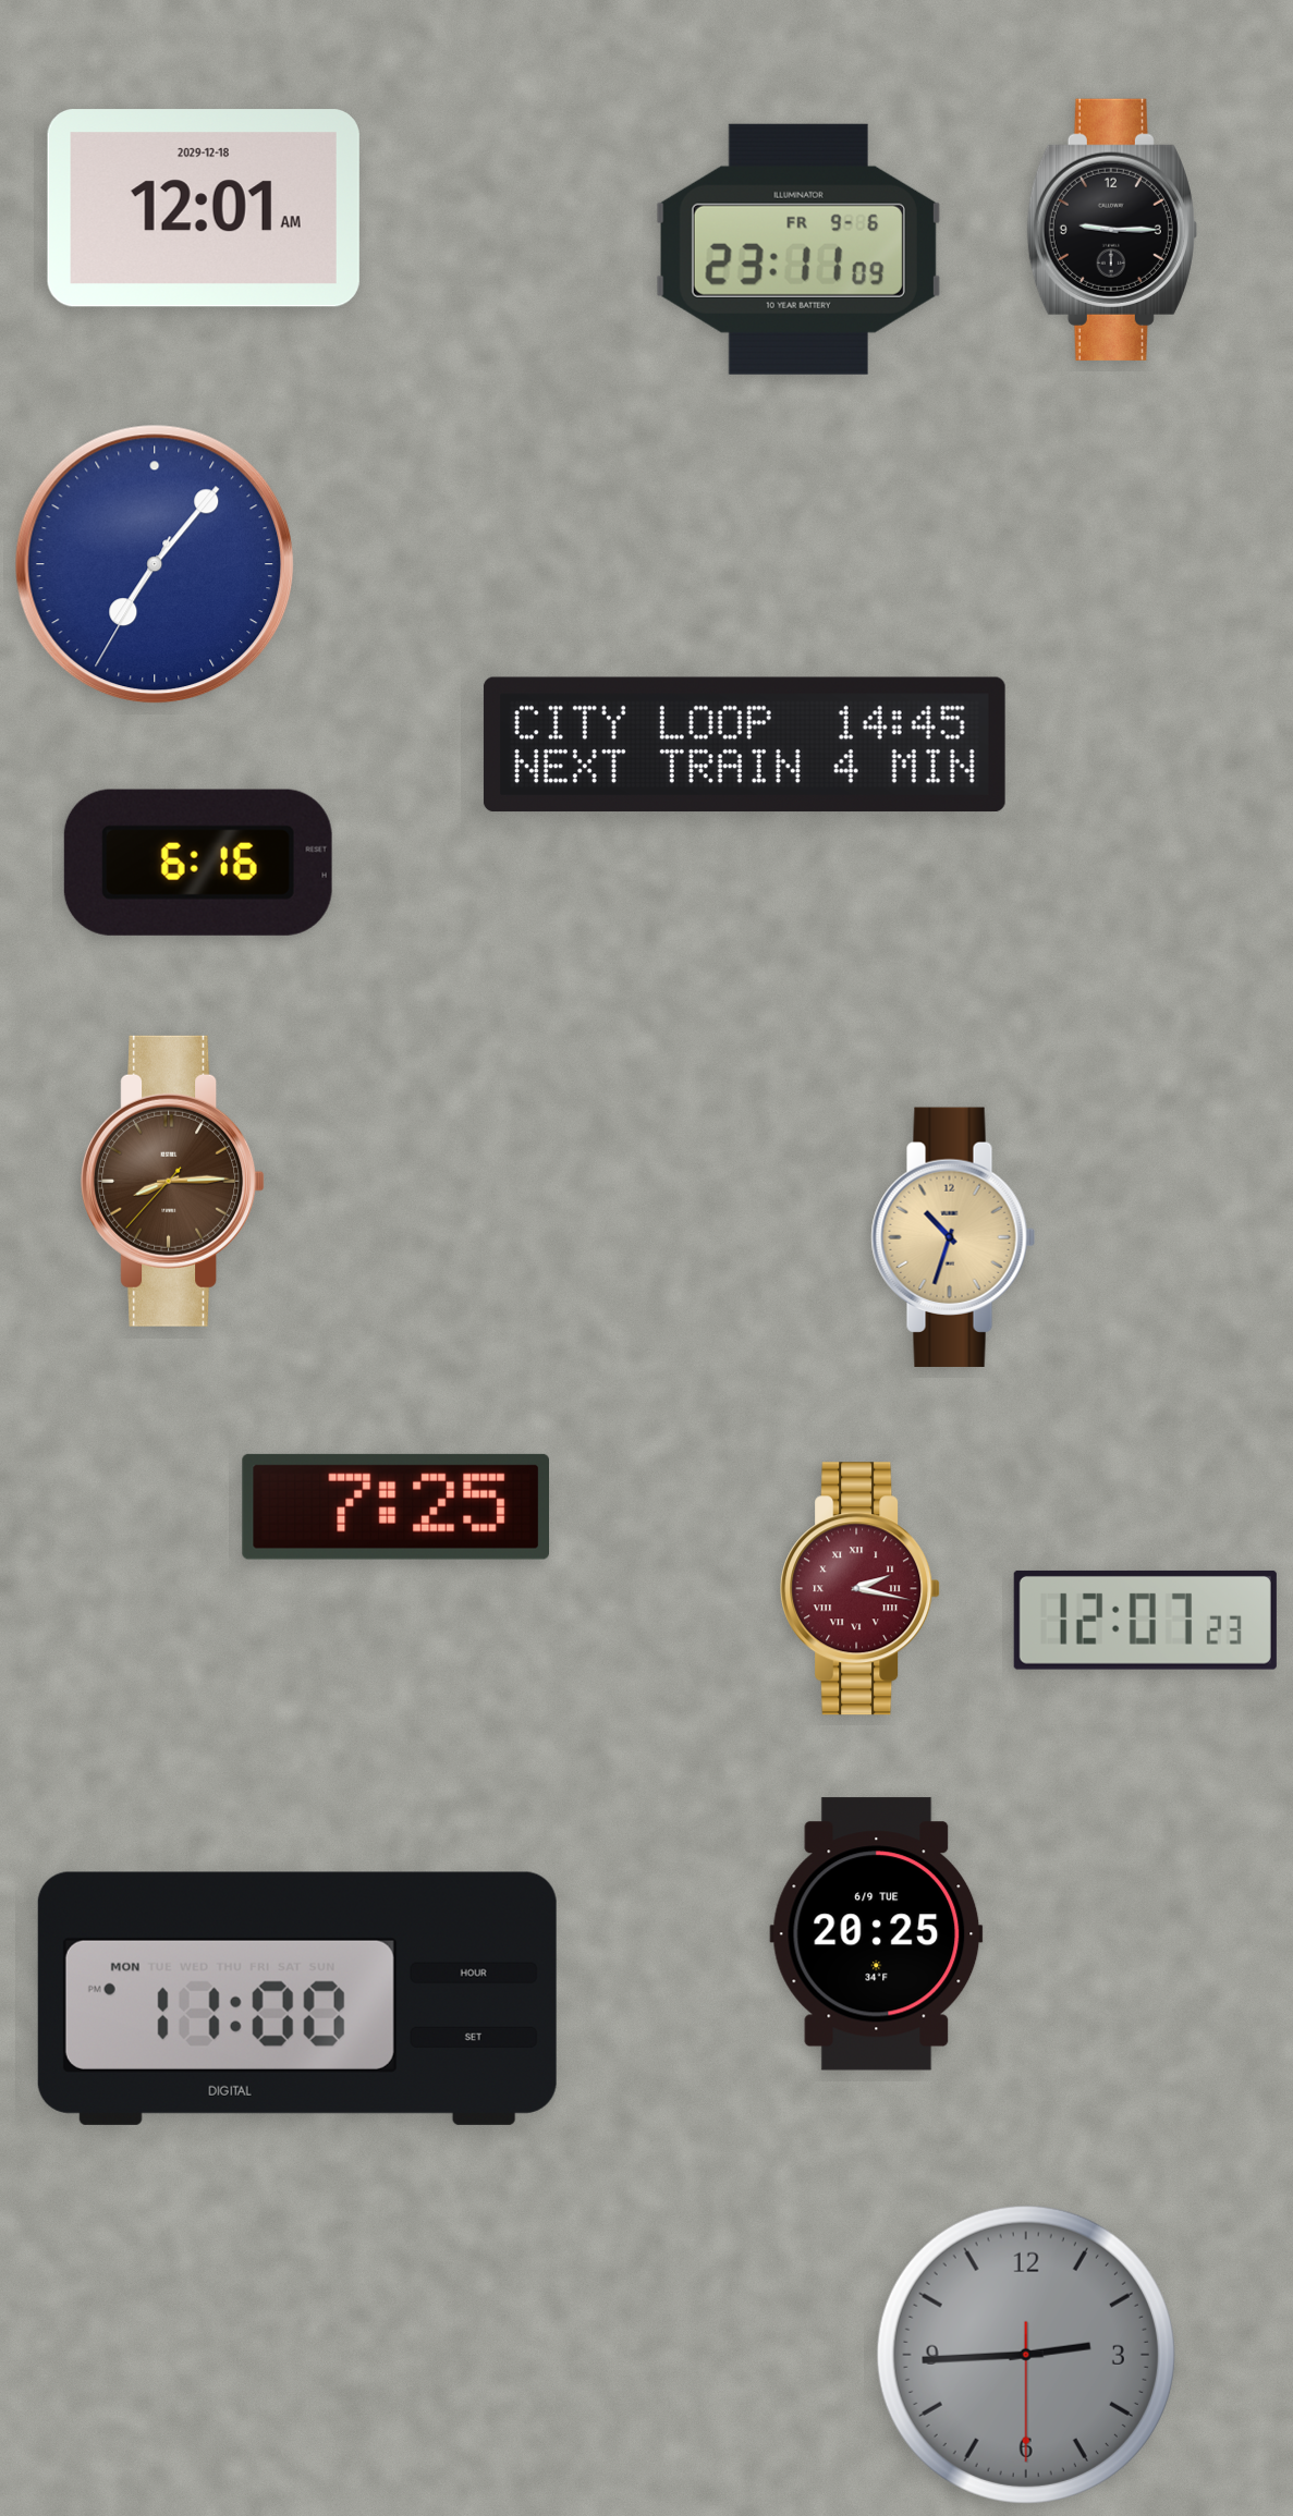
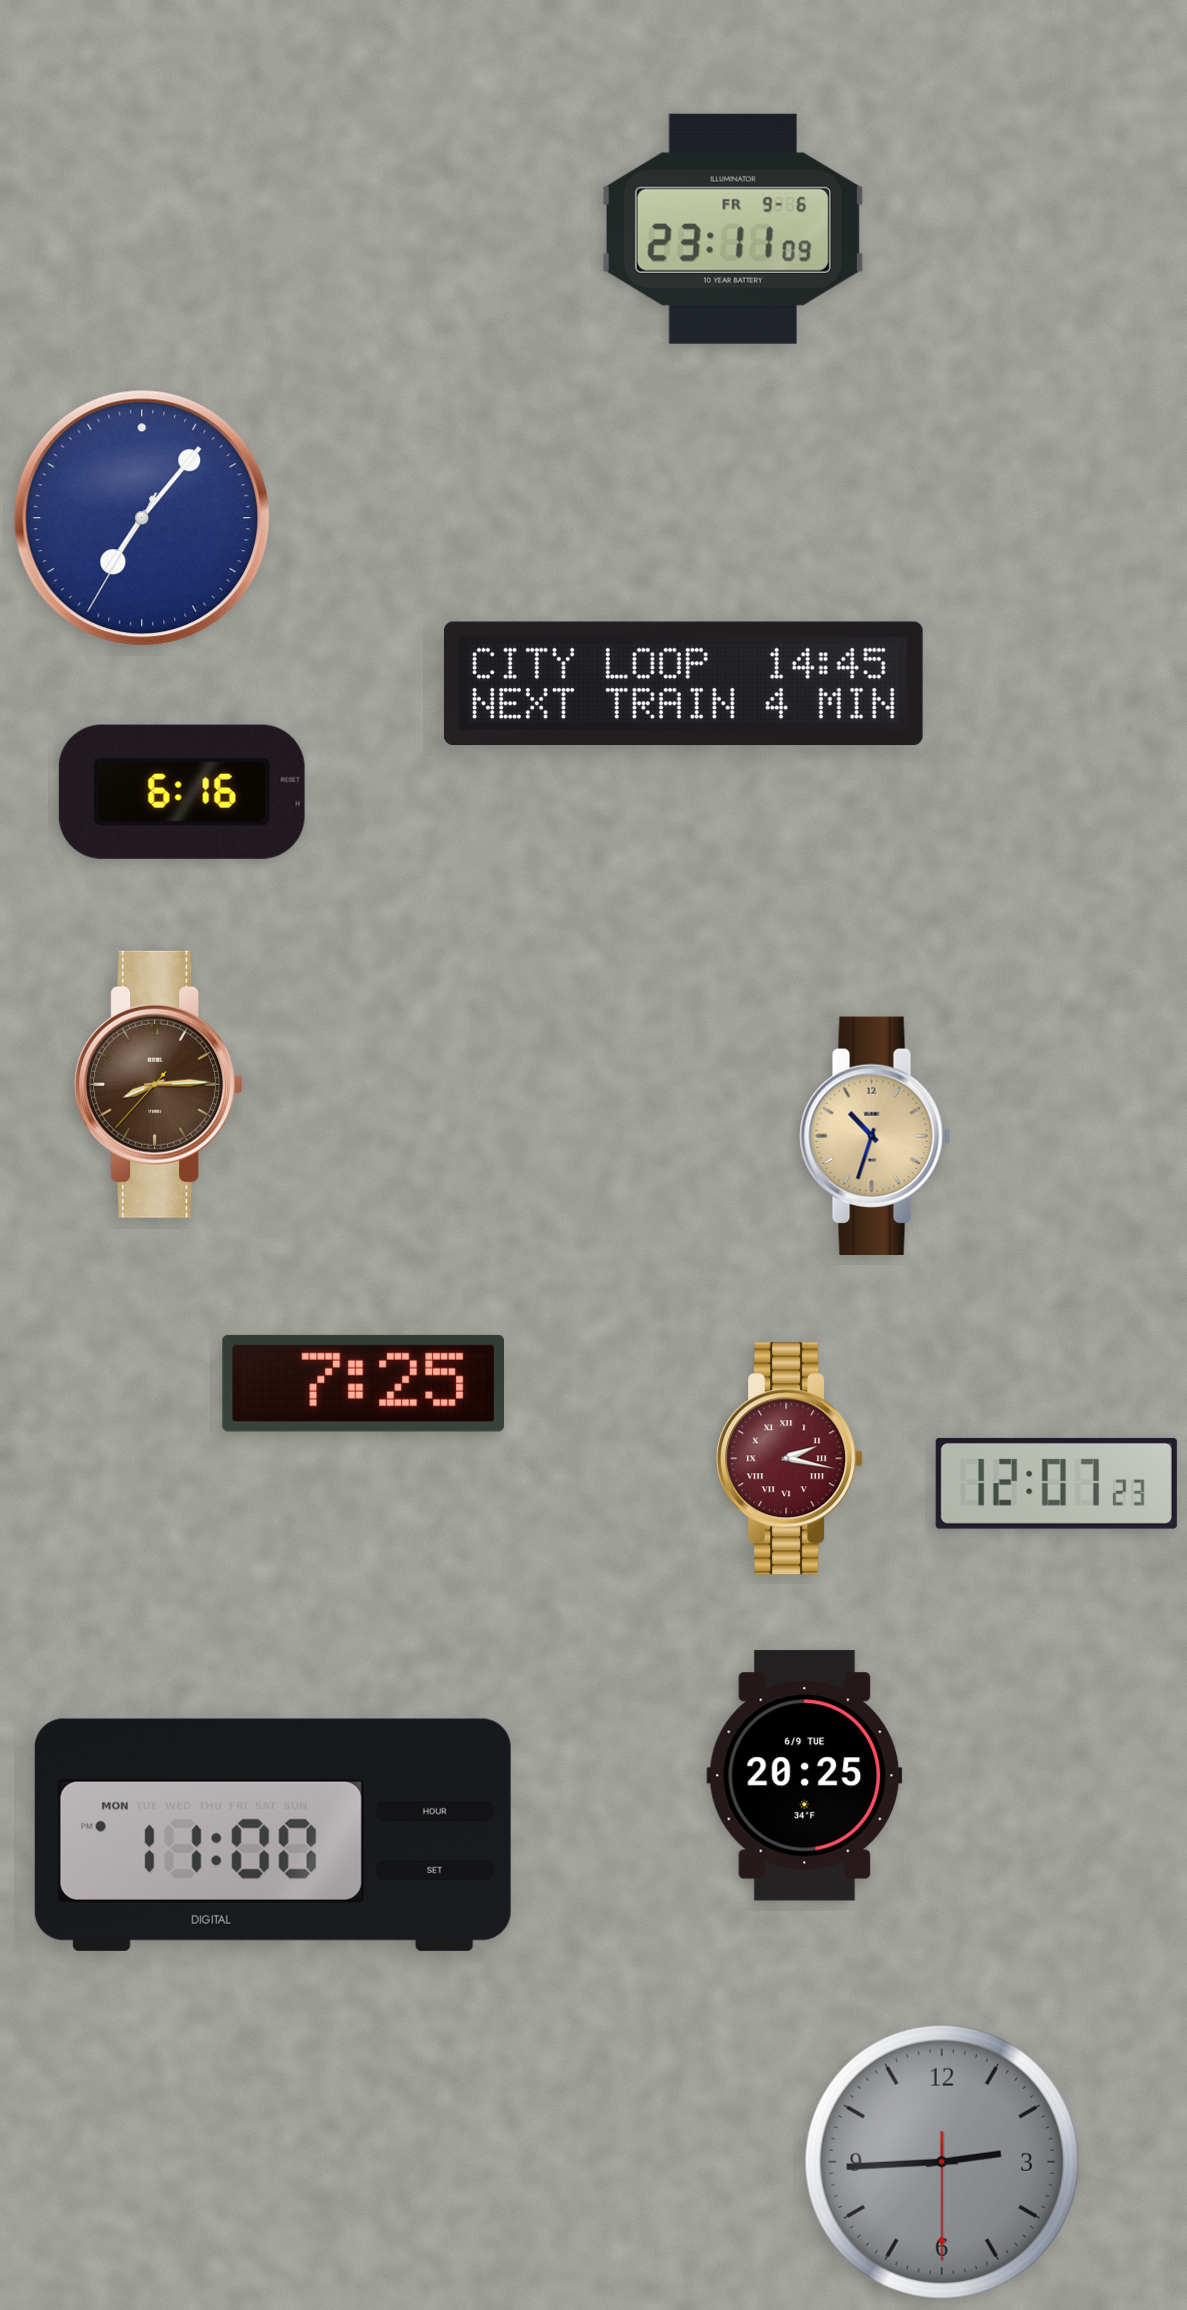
clock at (204, 208): 12:01 -> none
clock at (1112, 230): 9:15 -> none
clock at (1145, 1620) position: (1145, 1620) -> (1056, 1483)
